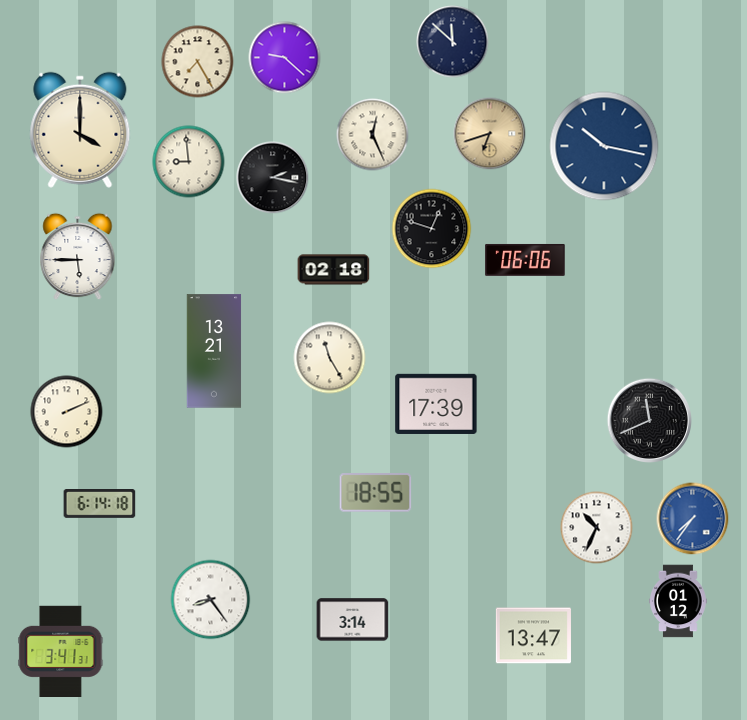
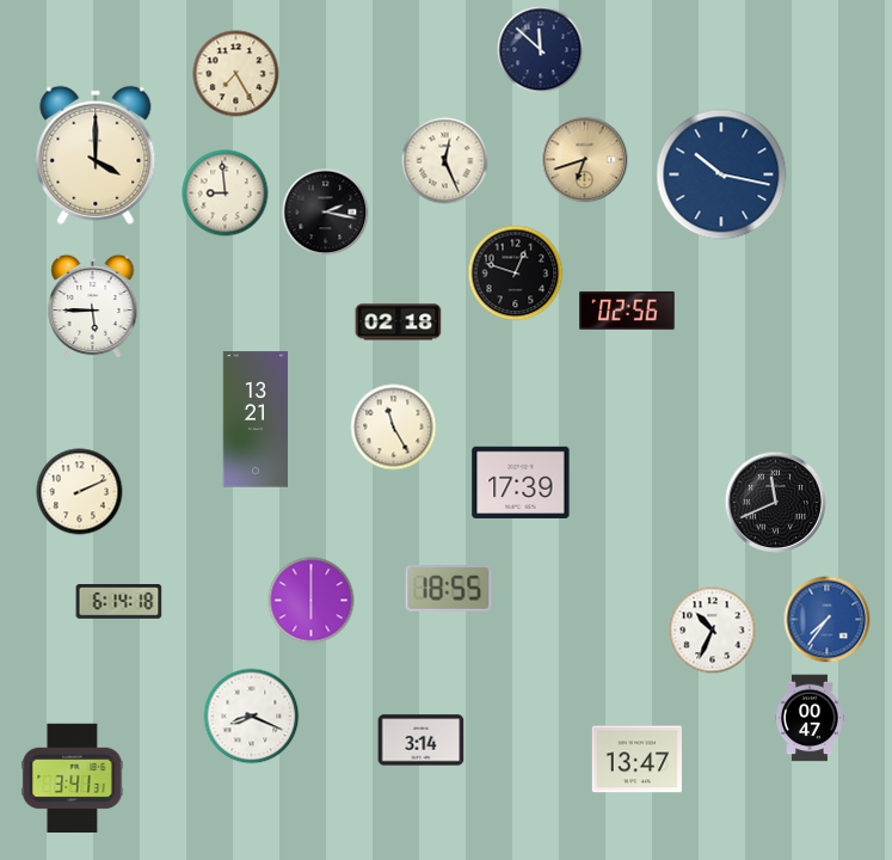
clock at (285, 58): 9:22 -> none
clock at (525, 260): 06:06 -> 02:56
clock at (312, 601): none -> 6:00
clock at (211, 600): 8:24 -> 8:19
clock at (678, 601): 01:12 -> 00:47
